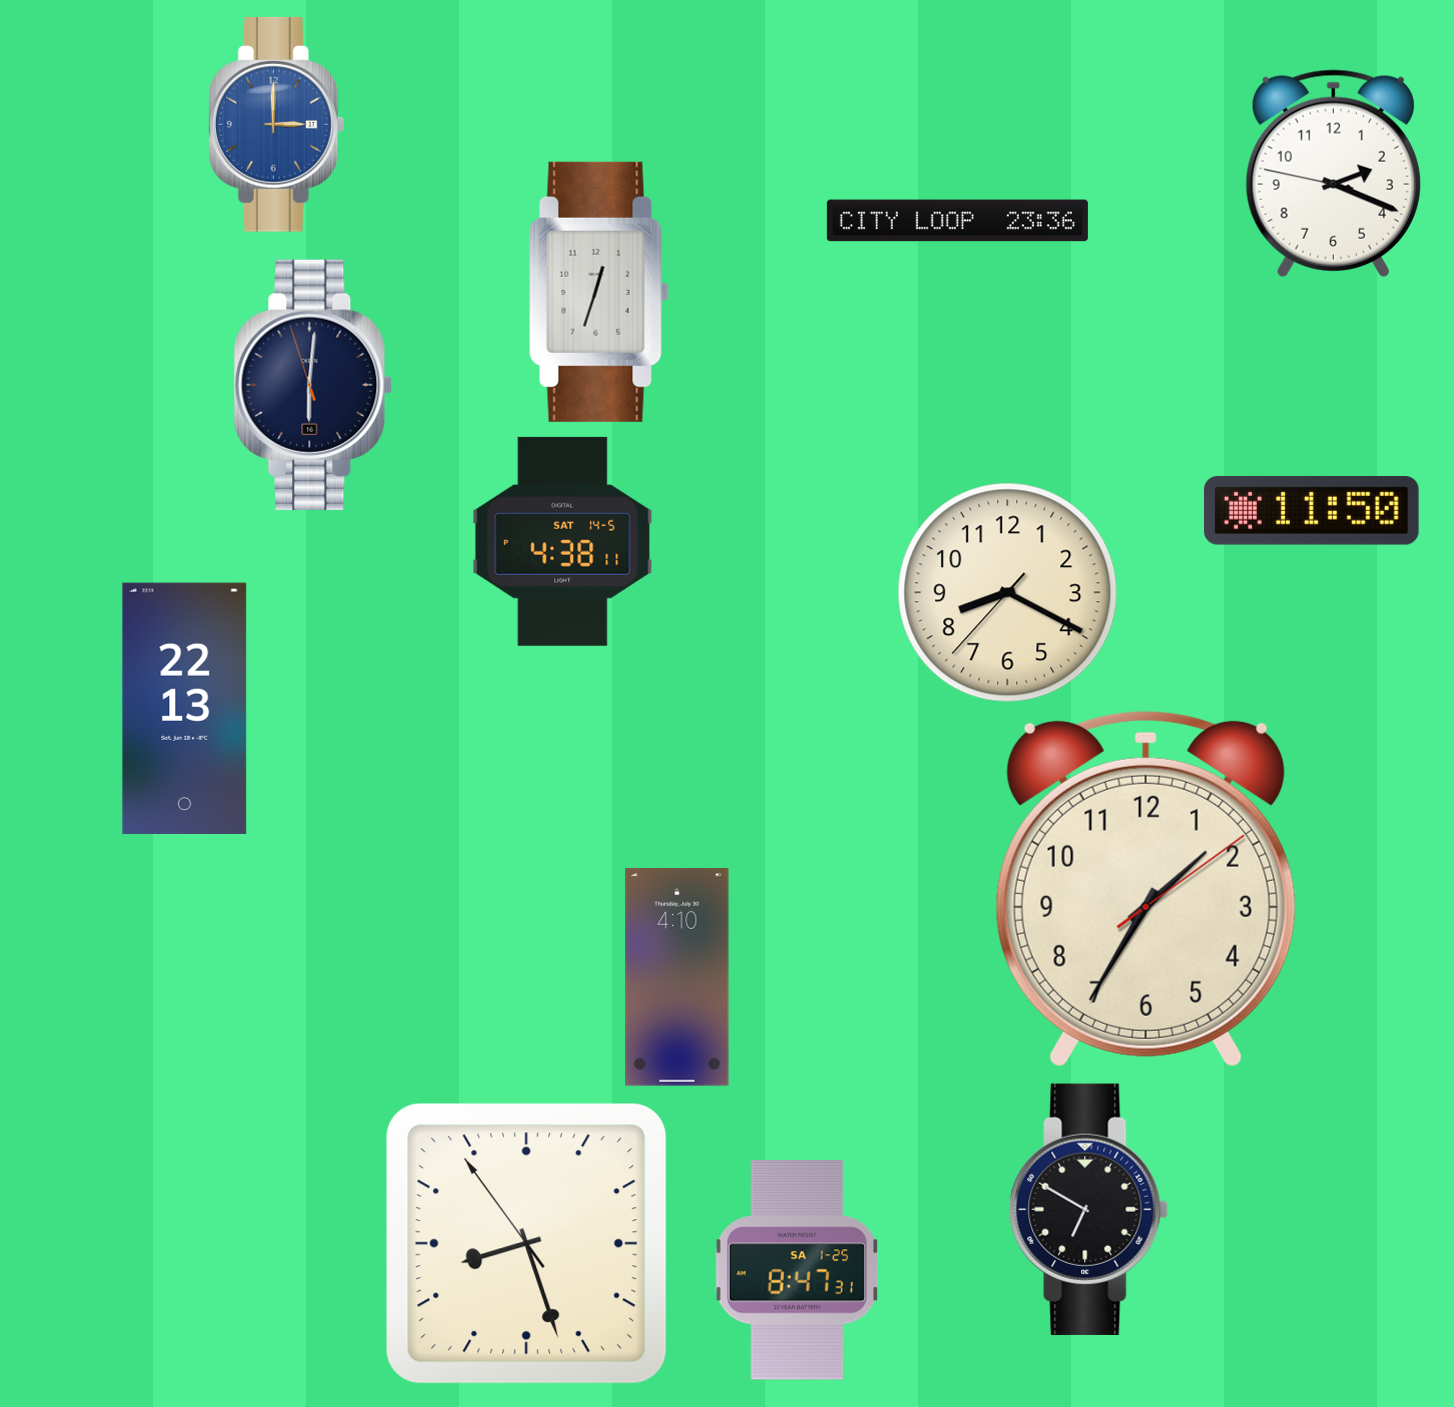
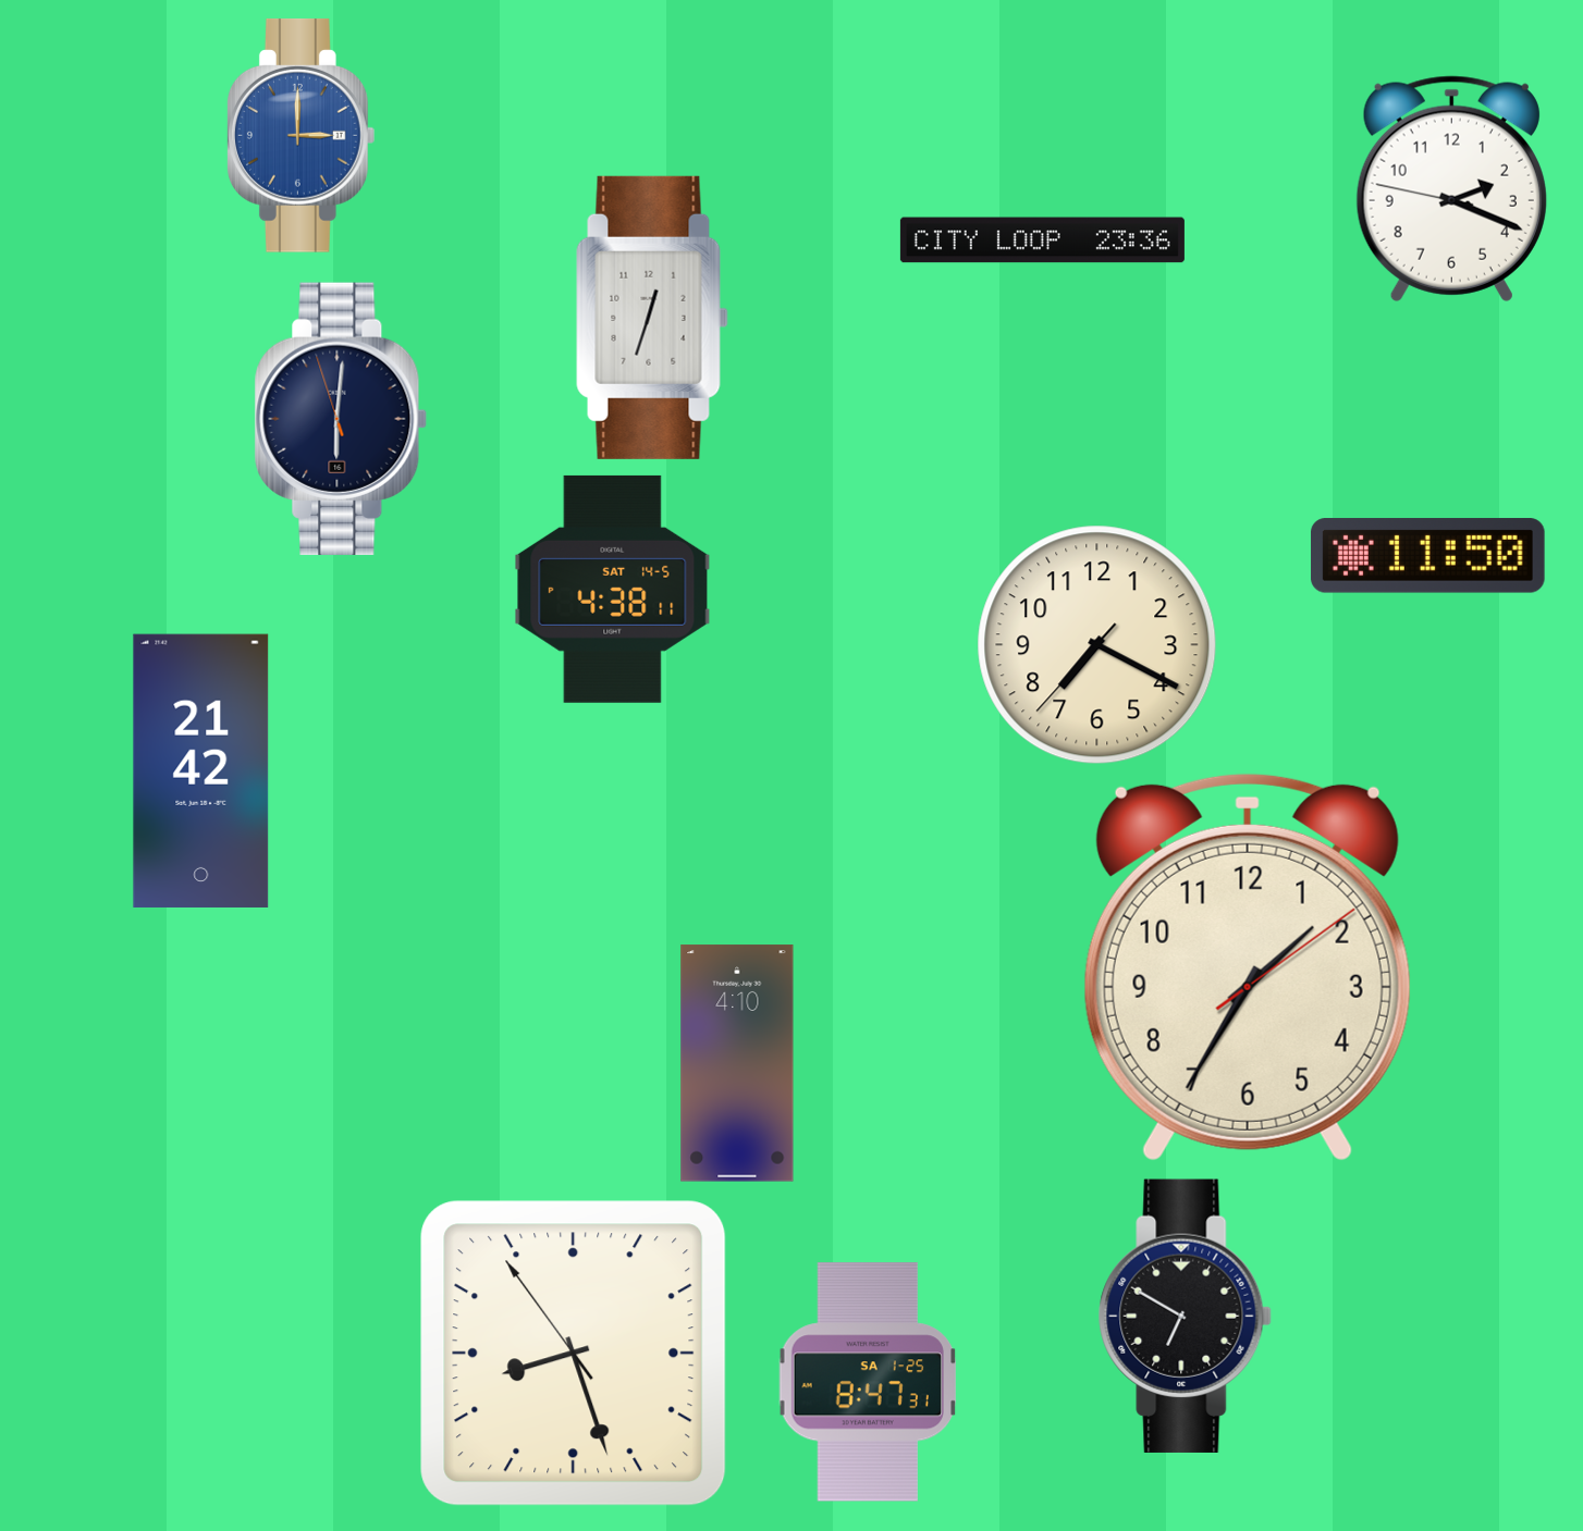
clock at (1008, 593): 8:19 -> 7:19
clock at (185, 708): 22:13 -> 21:42
